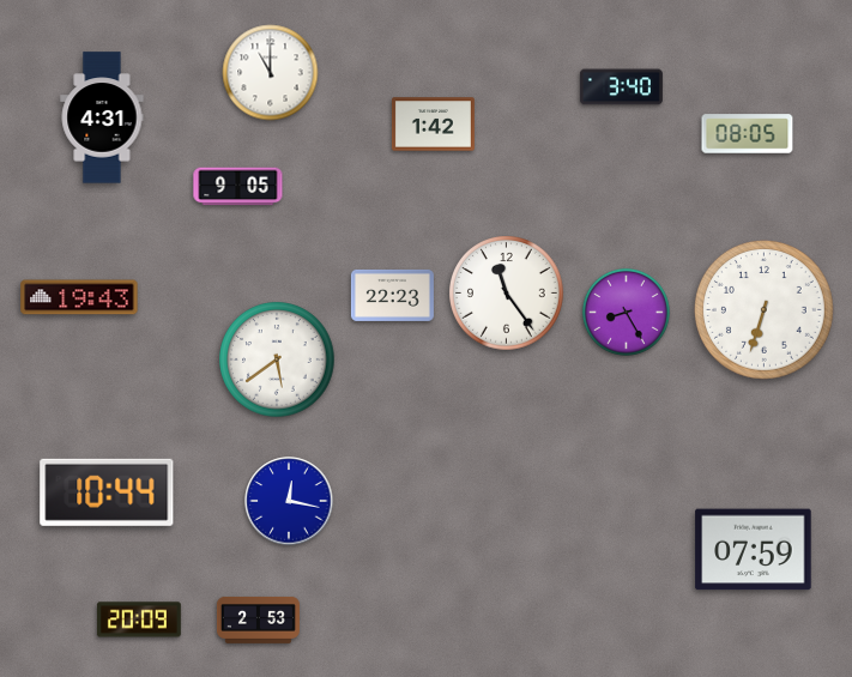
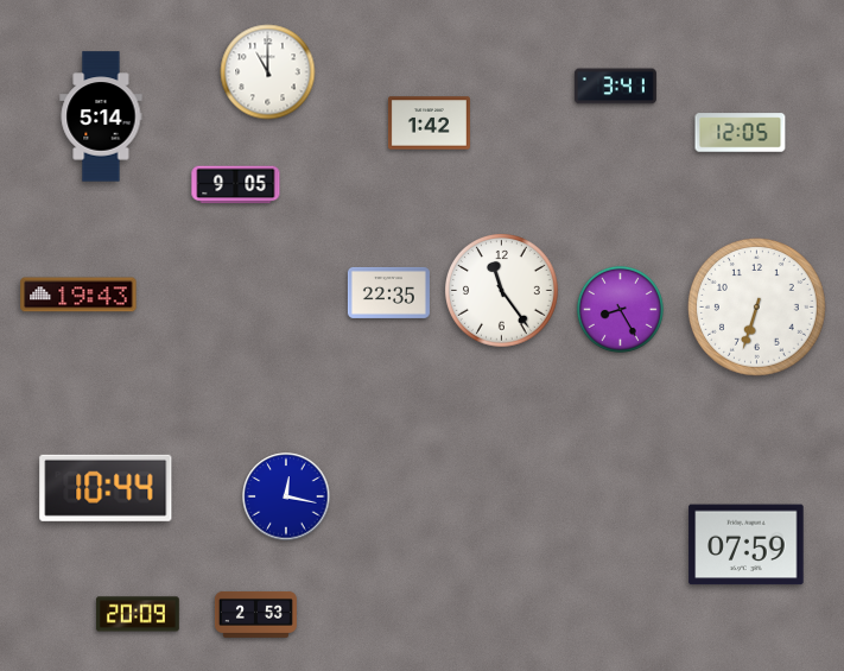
clock at (621, 87): 3:40 -> 3:41
clock at (102, 117): 4:31 -> 5:14
clock at (748, 134): 08:05 -> 12:05
clock at (392, 295): 22:23 -> 22:35
clock at (277, 359): 5:39 -> none
